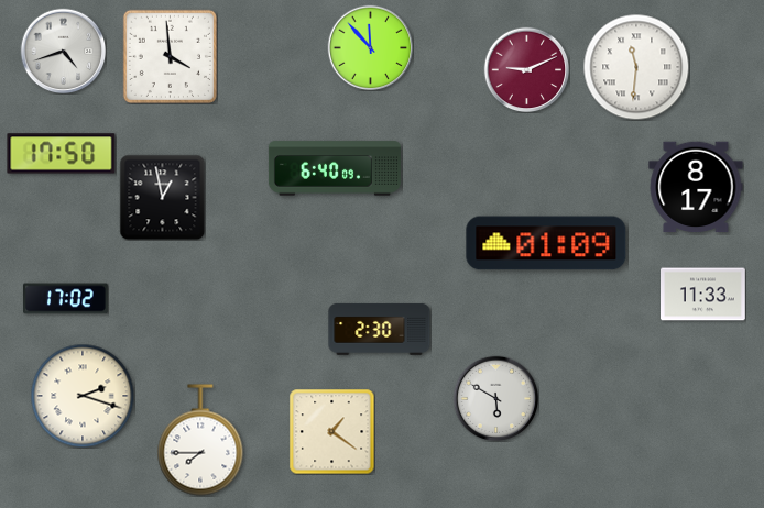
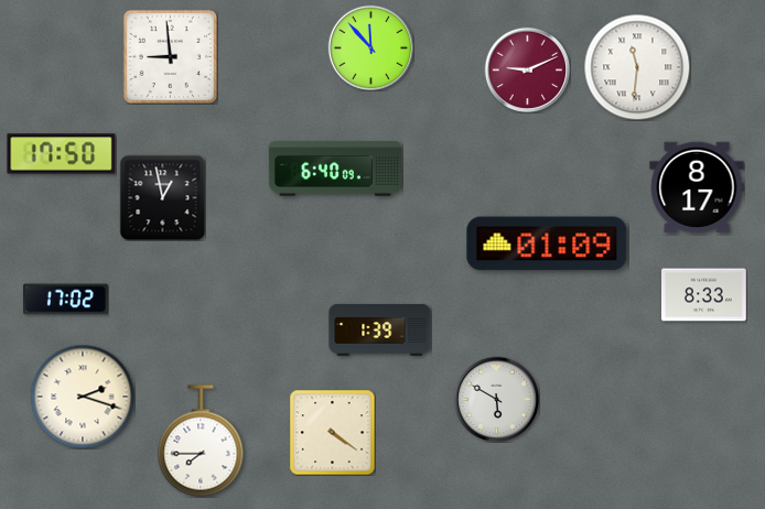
clock at (63, 51): 4:42 -> none
clock at (170, 56): 3:59 -> 8:59
clock at (703, 295): 11:33 -> 8:33
clock at (380, 329): 2:30 -> 1:39
clock at (331, 431): 1:21 -> 4:21
